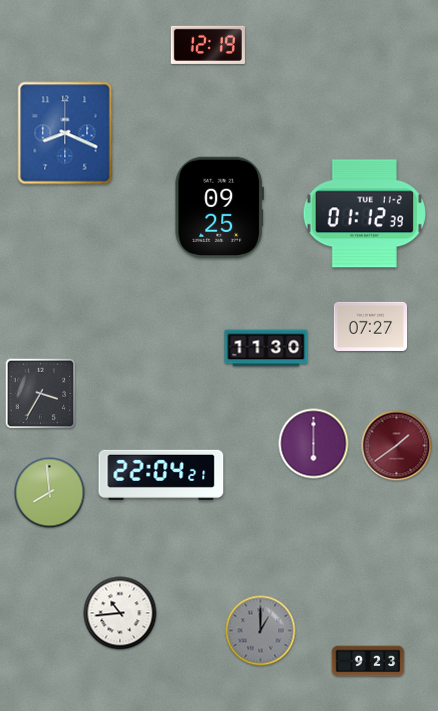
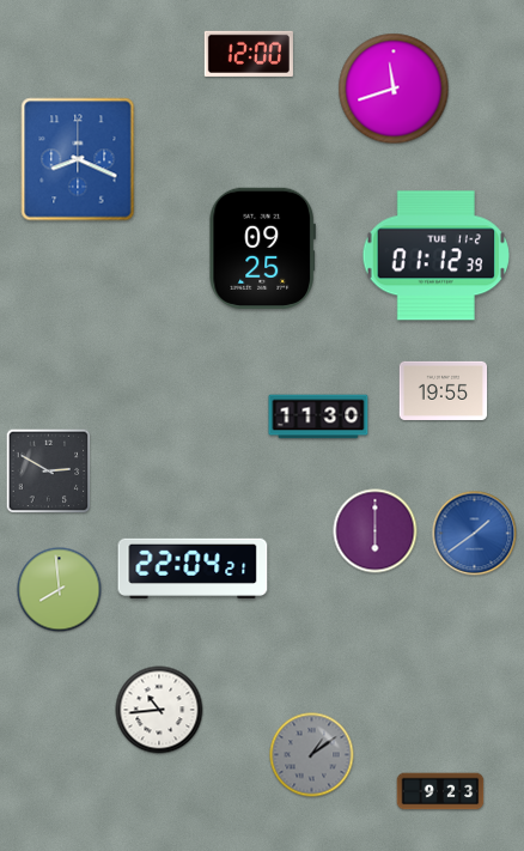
clock at (208, 45): 12:19 -> 12:00
clock at (394, 89): none -> 11:42
clock at (371, 326): 07:27 -> 19:55
clock at (41, 394): 3:35 -> 2:50
clock at (397, 446) dial: burgundy -> blue
clock at (120, 613) position: (120, 613) -> (159, 710)
clock at (261, 631): 1:00 -> 1:09
